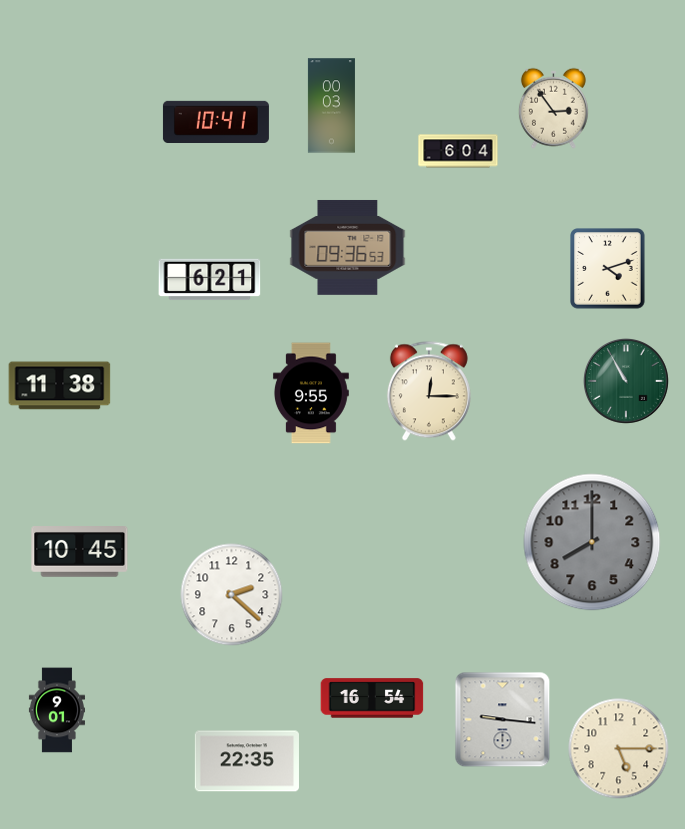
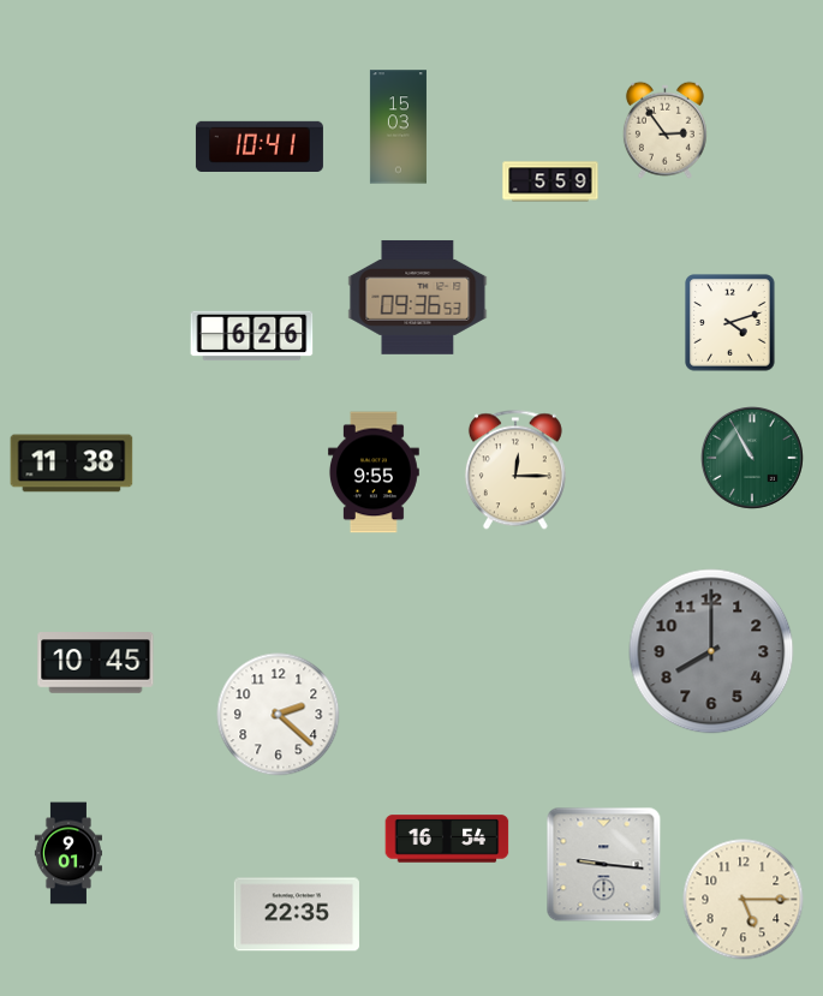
clock at (331, 106): 00:03 -> 15:03
clock at (458, 151): 6:04 -> 5:59
clock at (210, 280): 6:21 -> 6:26
